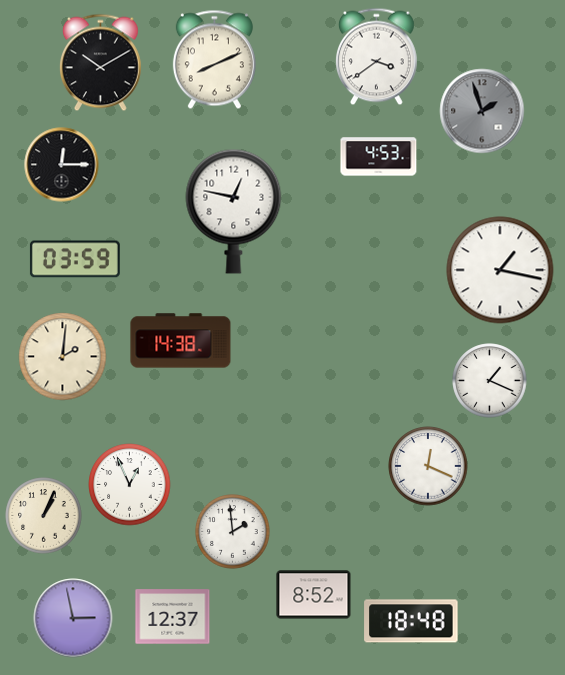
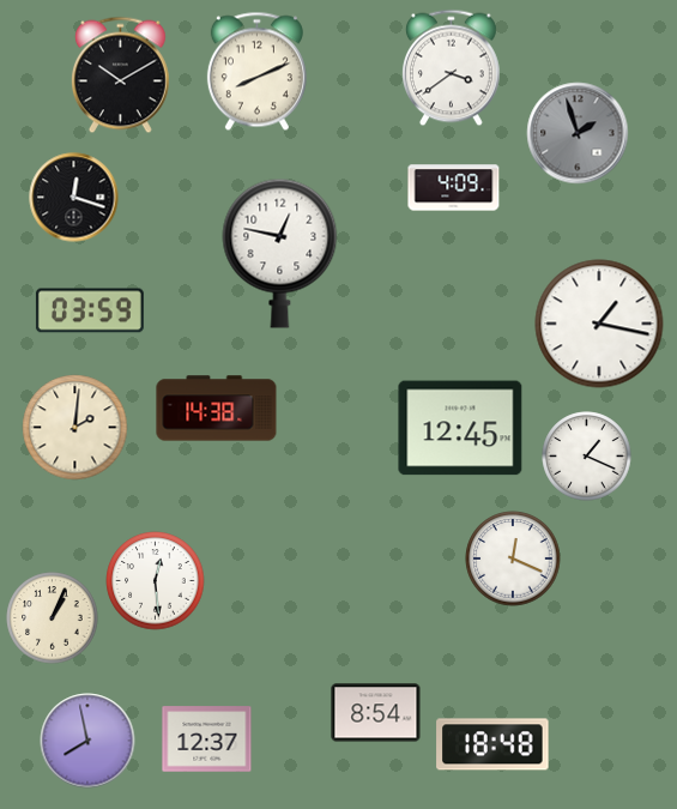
clock at (379, 157): 4:53 -> 4:09
clock at (62, 165): 12:15 -> 12:18
clock at (460, 428): none -> 12:45
clock at (130, 485): 12:56 -> 12:29
clock at (233, 532): 1:59 -> none
clock at (314, 595): 8:52 -> 8:54
clock at (73, 618): 2:58 -> 7:58
